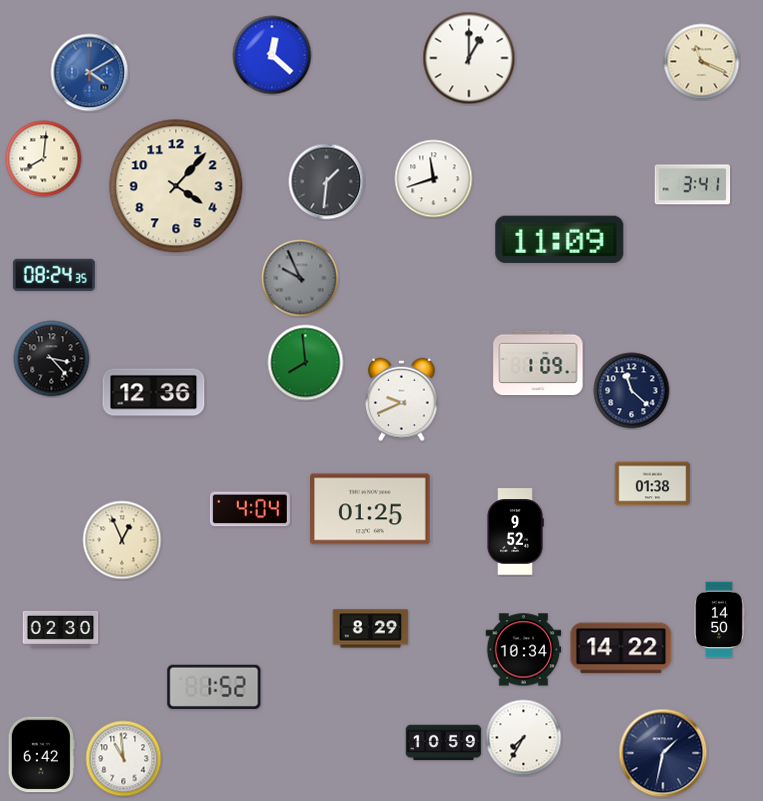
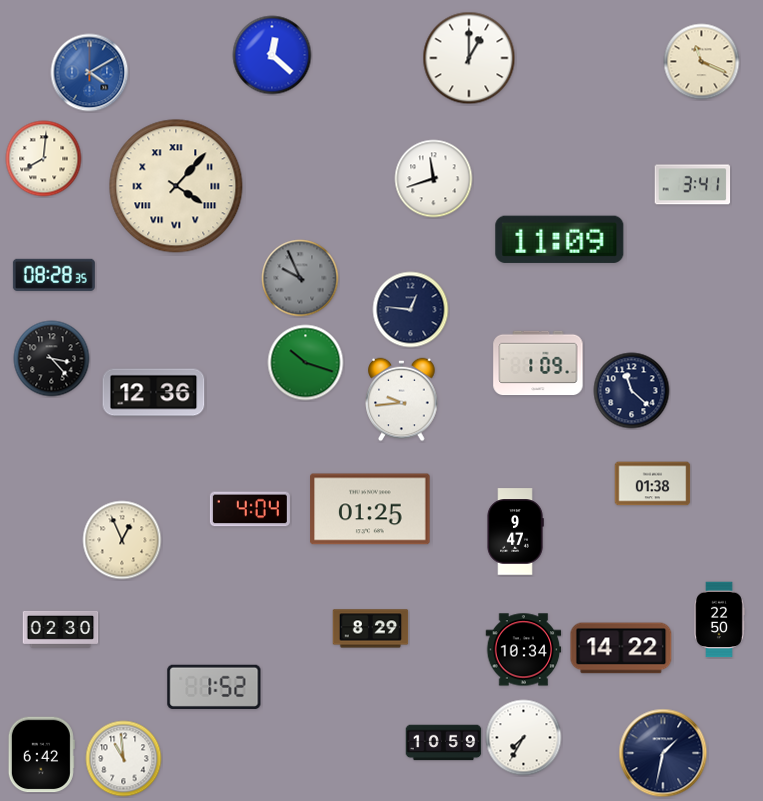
clock at (327, 182): 1:31 -> none
clock at (176, 186) numerals: Arabic -> Roman
clock at (54, 275): 08:24 -> 08:28
clock at (411, 310): none -> 12:46
clock at (306, 363): 7:59 -> 10:18
clock at (402, 400): 9:41 -> 9:44
clock at (515, 532): 9:52 -> 9:47
clock at (719, 620): 14:50 -> 22:50
